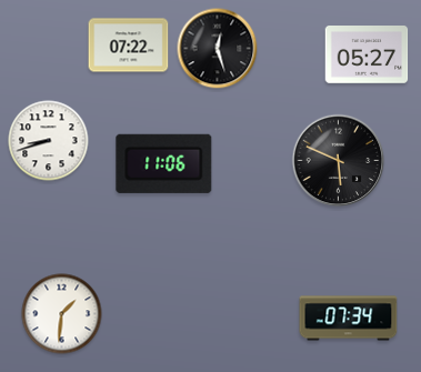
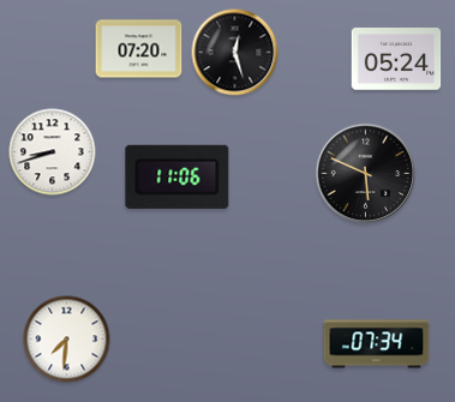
clock at (129, 46): 07:22 -> 07:20
clock at (367, 56): 05:27 -> 05:24
clock at (62, 314): 1:31 -> 7:31
